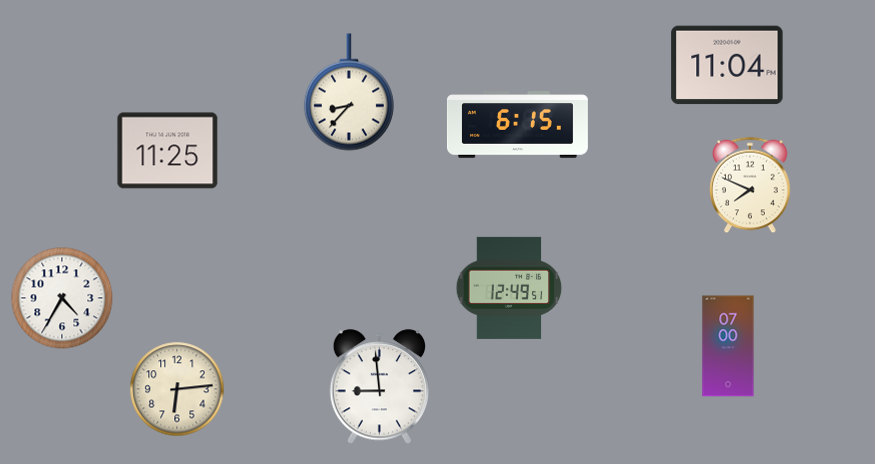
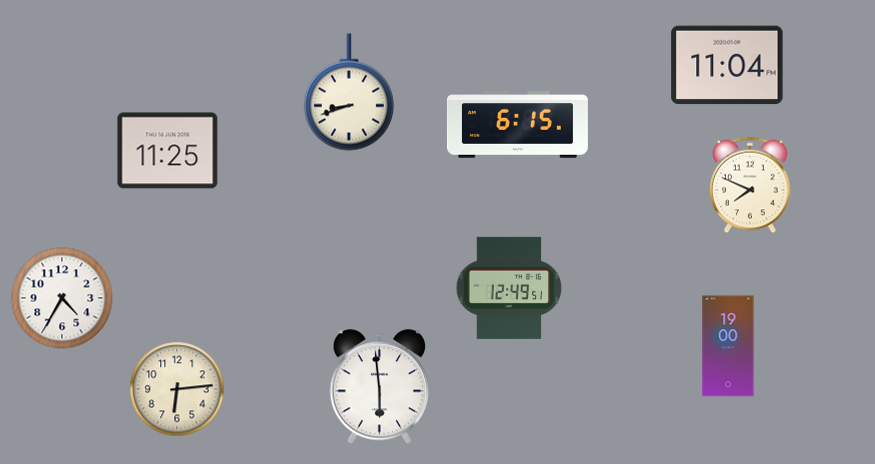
clock at (349, 92): 8:37 -> 8:42
clock at (728, 346): 07:00 -> 19:00
clock at (379, 387): 8:59 -> 5:59
